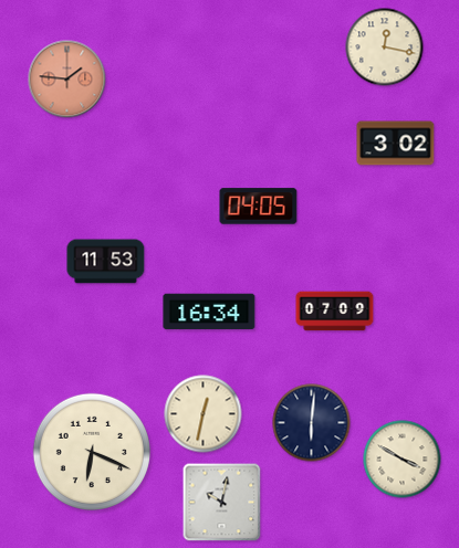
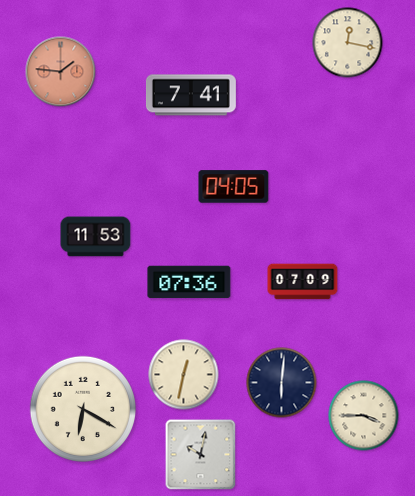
clock at (191, 95): none -> 7:41
clock at (396, 144): 3:02 -> none
clock at (209, 312): 16:34 -> 07:36
clock at (92, 452): 6:19 -> 6:20
clock at (403, 460): 3:50 -> 3:45
